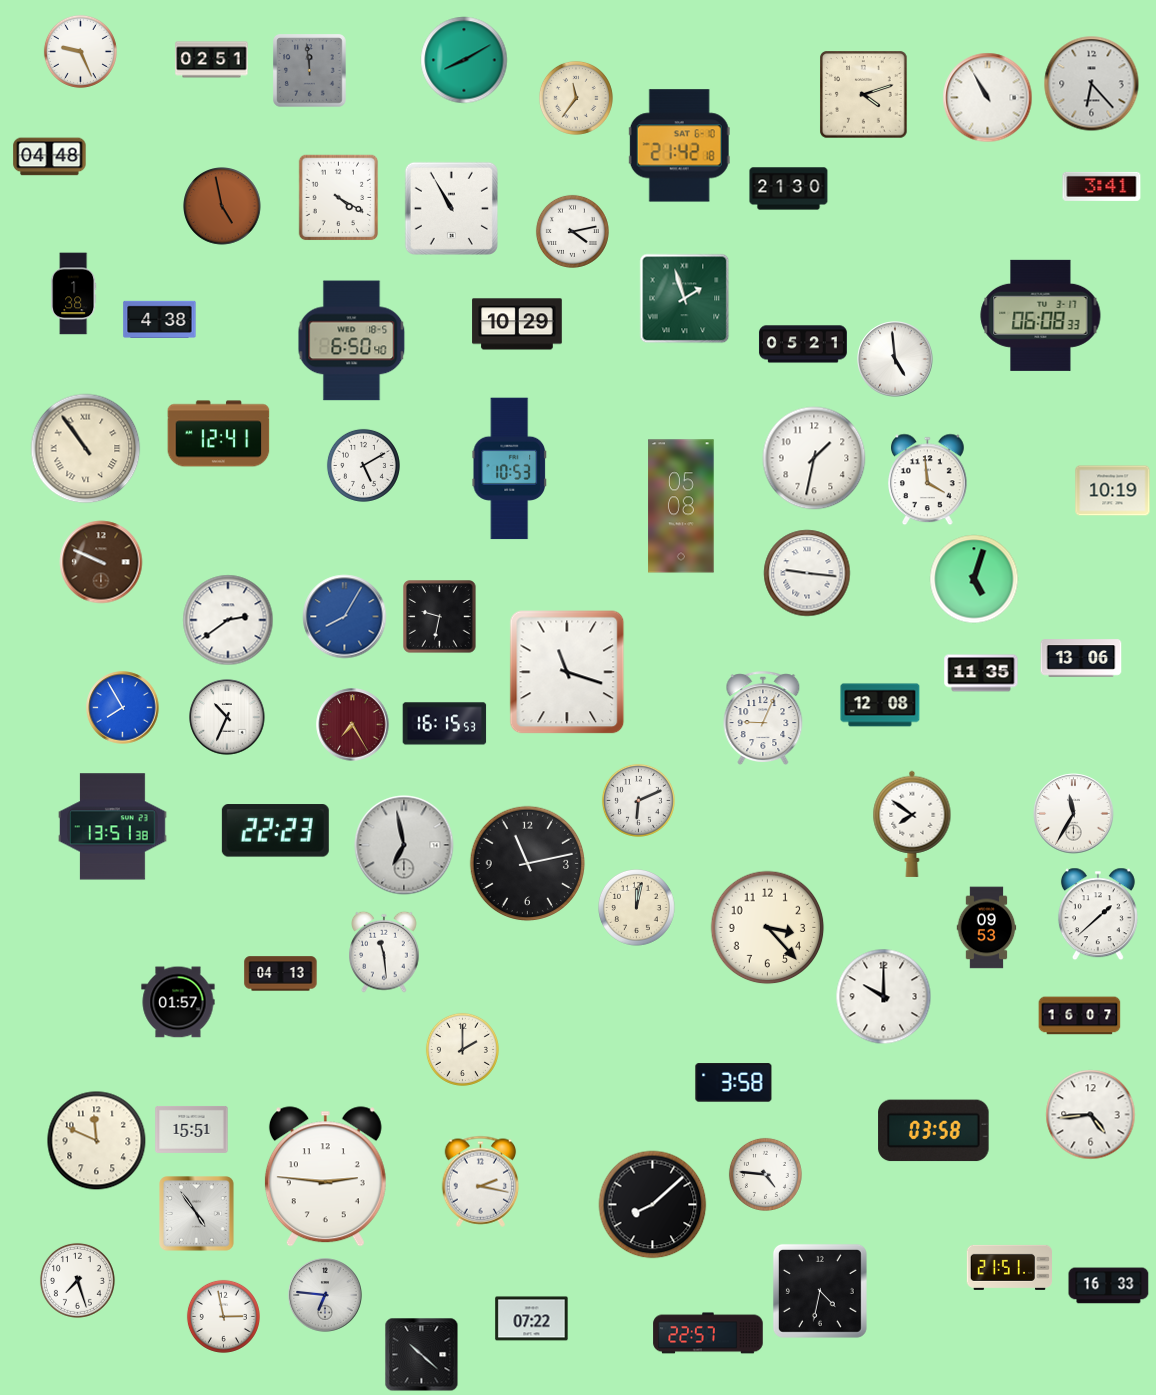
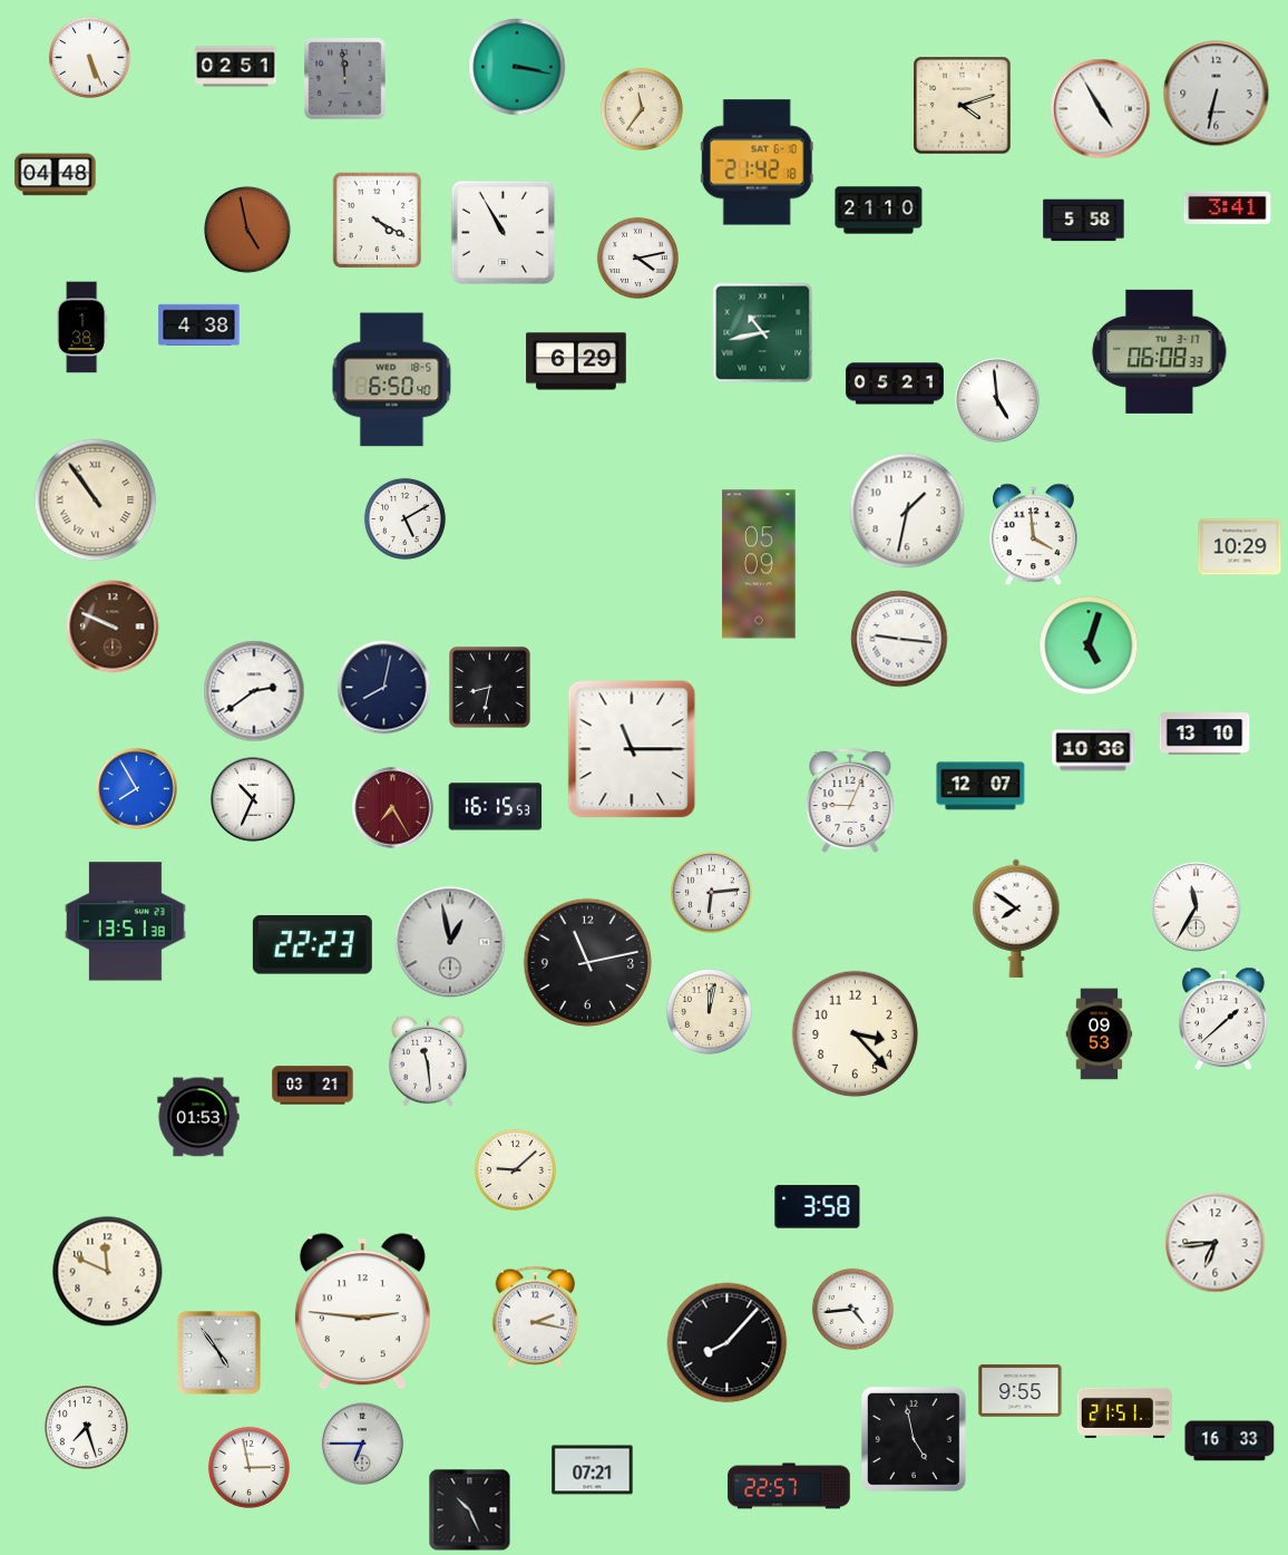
clock at (80, 51): 9:26 -> 5:26
clock at (464, 60): 8:10 -> 3:17
clock at (1092, 84): 6:23 -> 6:32
clock at (988, 98): 10:55 -> 4:55
clock at (789, 189): 21:30 -> 21:10
clock at (1084, 221): none -> 5:58
clock at (685, 299): 1:57 -> 10:43
clock at (160, 319) position: (160, 319) -> (199, 324)
clock at (517, 324): 10:29 -> 6:29
clock at (219, 434): 12:41 -> none
clock at (509, 469): 10:53 -> none
clock at (1113, 491): 10:19 -> 10:29
clock at (681, 506): 05:08 -> 05:09
clock at (974, 579) position: (974, 579) -> (1089, 645)
clock at (345, 617): 8:05 -> 8:02
clock at (345, 617) dial: blue -> navy
clock at (440, 617): 9:32 -> 8:32
clock at (1081, 658): 13:06 -> 13:10
clock at (567, 672): 11:18 -> 11:15
clock at (981, 673): 11:35 -> 10:36
clock at (880, 705): 12:08 -> 12:07
clock at (638, 800): 6:11 -> 6:14
clock at (275, 831) position: (275, 831) -> (312, 945)
clock at (404, 845): 6:58 -> 12:58
clock at (281, 974): 04:13 -> 03:21
clock at (884, 997): 10:00 -> none
clock at (178, 1002): 01:57 -> 01:53
clock at (1080, 1016): 16:07 -> none
clock at (462, 1049): 2:00 -> 9:08
clock at (1091, 1115): 4:44 -> 6:44
clock at (192, 1129): 15:51 -> none
clock at (934, 1131): 03:58 -> none
clock at (765, 1174): 4:46 -> 4:44
clock at (653, 1205): 8:08 -> 8:07
clock at (1021, 1391): none -> 9:55
clock at (1109, 1286) position: (1109, 1286) -> (1230, 1441)
clock at (820, 1291): 4:32 -> 4:58
clock at (325, 1295): 6:46 -> 6:45
clock at (532, 1319): 07:22 -> 07:21
clock at (422, 1355): 10:22 -> 10:26
